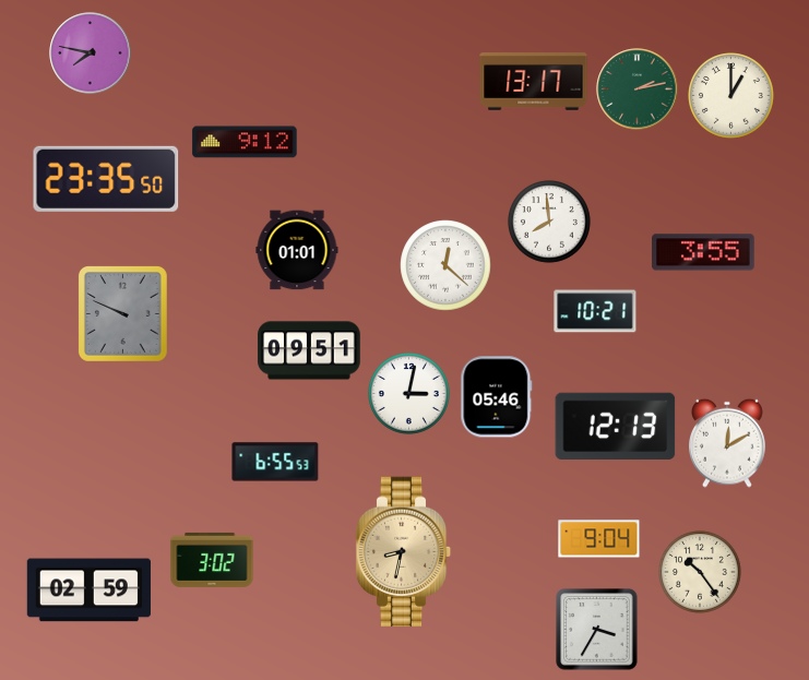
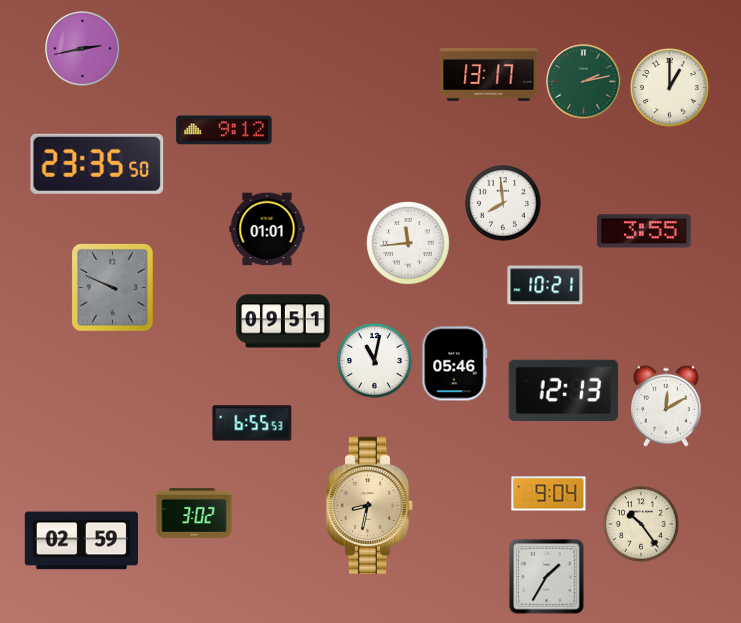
clock at (91, 53): 7:47 -> 2:43
clock at (297, 250) position: (297, 250) -> (267, 229)
clock at (445, 265): 12:22 -> 11:44
clock at (409, 394): 3:02 -> 11:02
clock at (597, 630): 3:35 -> 1:35
